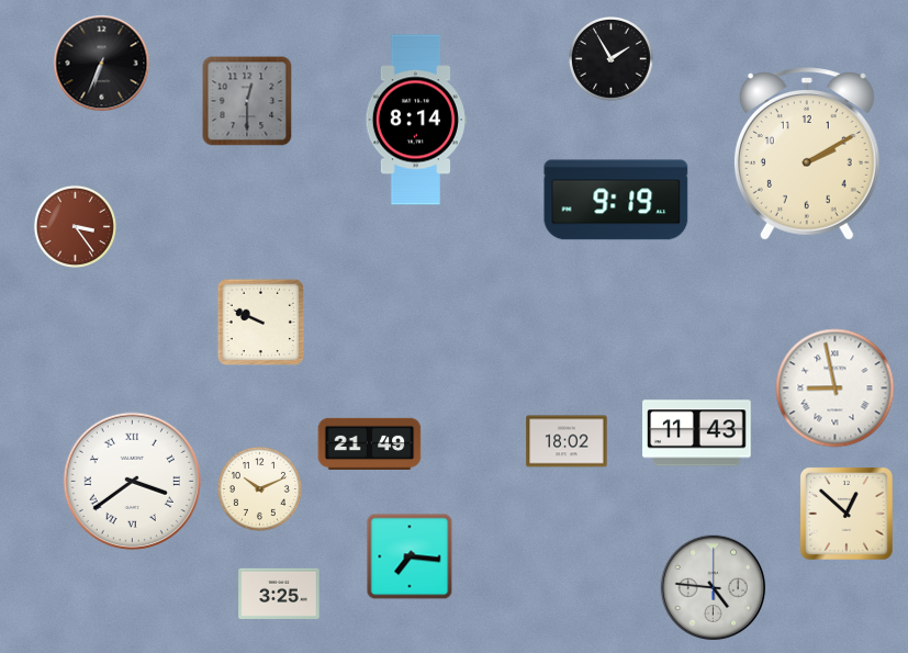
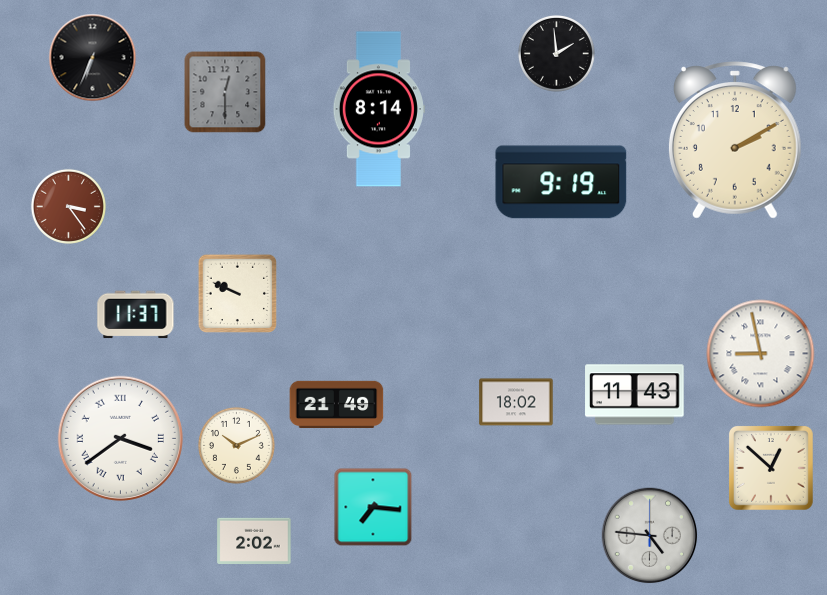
clock at (610, 58): 1:55 -> 1:59
clock at (136, 315): none -> 11:37
clock at (279, 593): 3:25 -> 2:02
